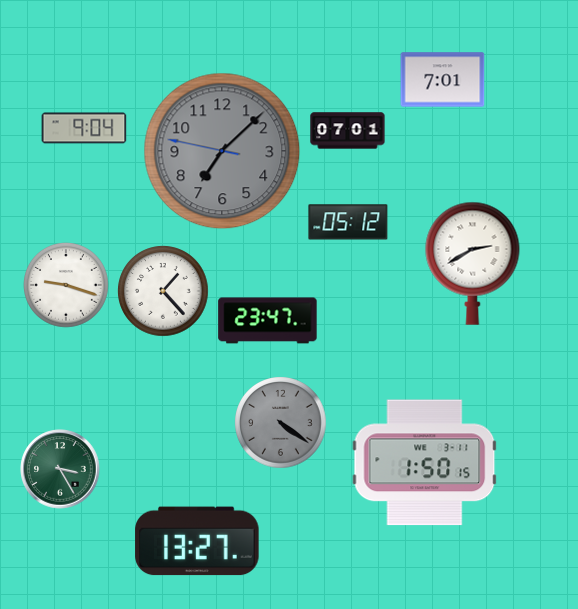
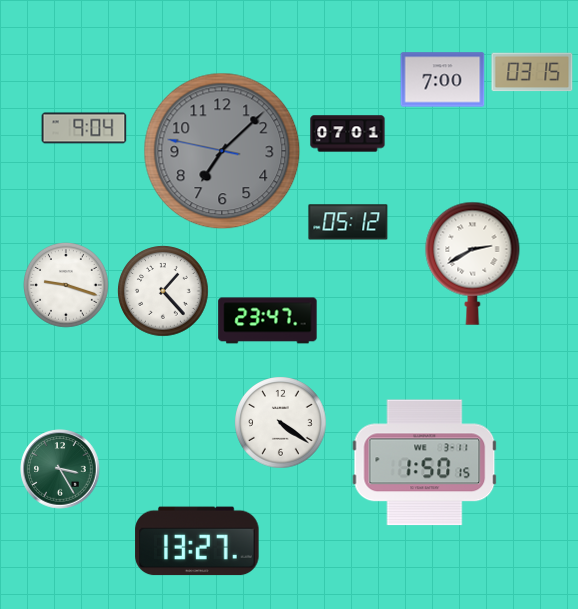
clock at (532, 72): none -> 03:15
clock at (443, 80): 7:01 -> 7:00
clock at (348, 131) position: (348, 131) -> (348, 134)
clock at (281, 423) dial: grey -> white
